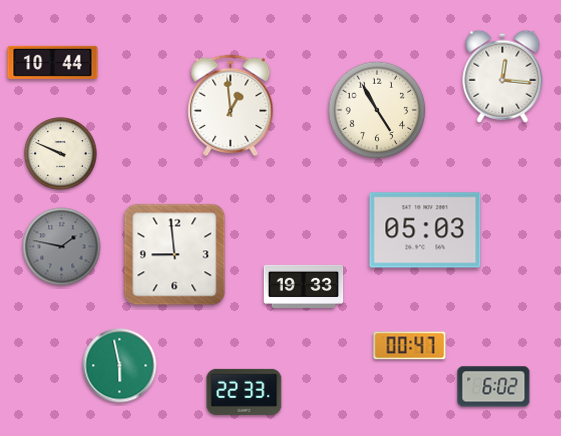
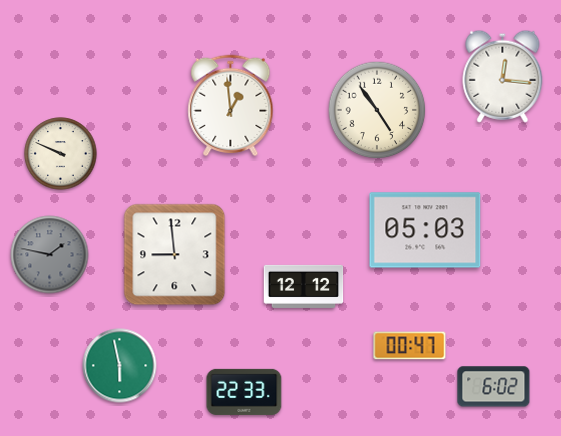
clock at (53, 62): 10:44 -> none
clock at (377, 110): 4:55 -> 4:54
clock at (62, 247) position: (62, 247) -> (50, 255)
clock at (304, 286): 19:33 -> 12:12
